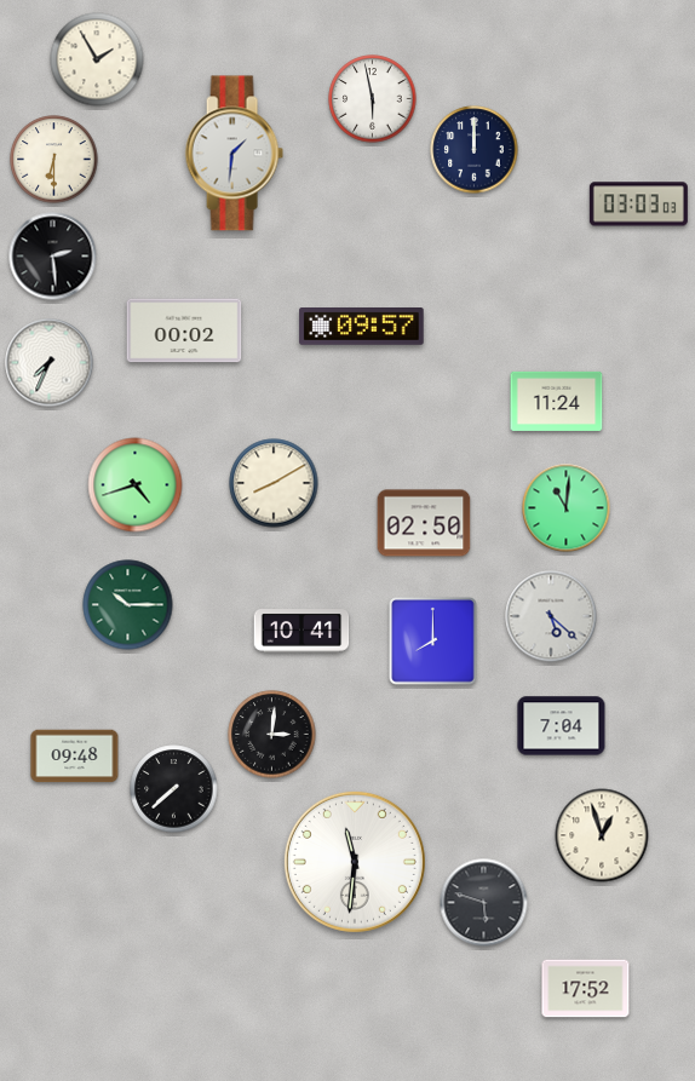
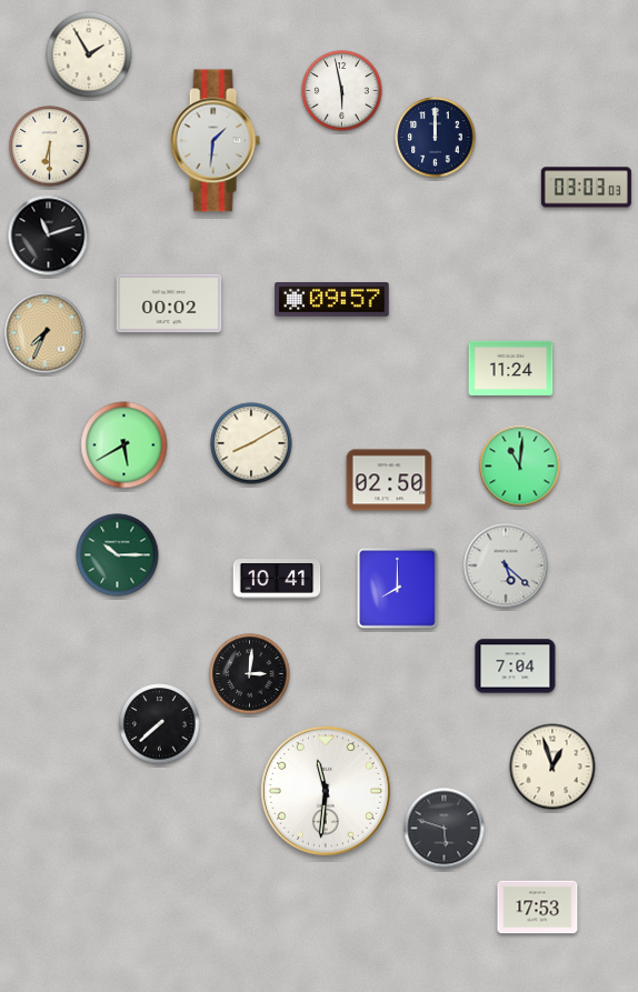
clock at (53, 257): 2:29 -> 11:12
clock at (50, 363) dial: white -> champagne
clock at (136, 485): 4:42 -> 5:40
clock at (75, 757): 09:48 -> none
clock at (586, 989): 17:52 -> 17:53
